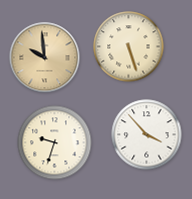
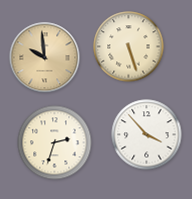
clock at (55, 143): 9:33 -> 2:33
